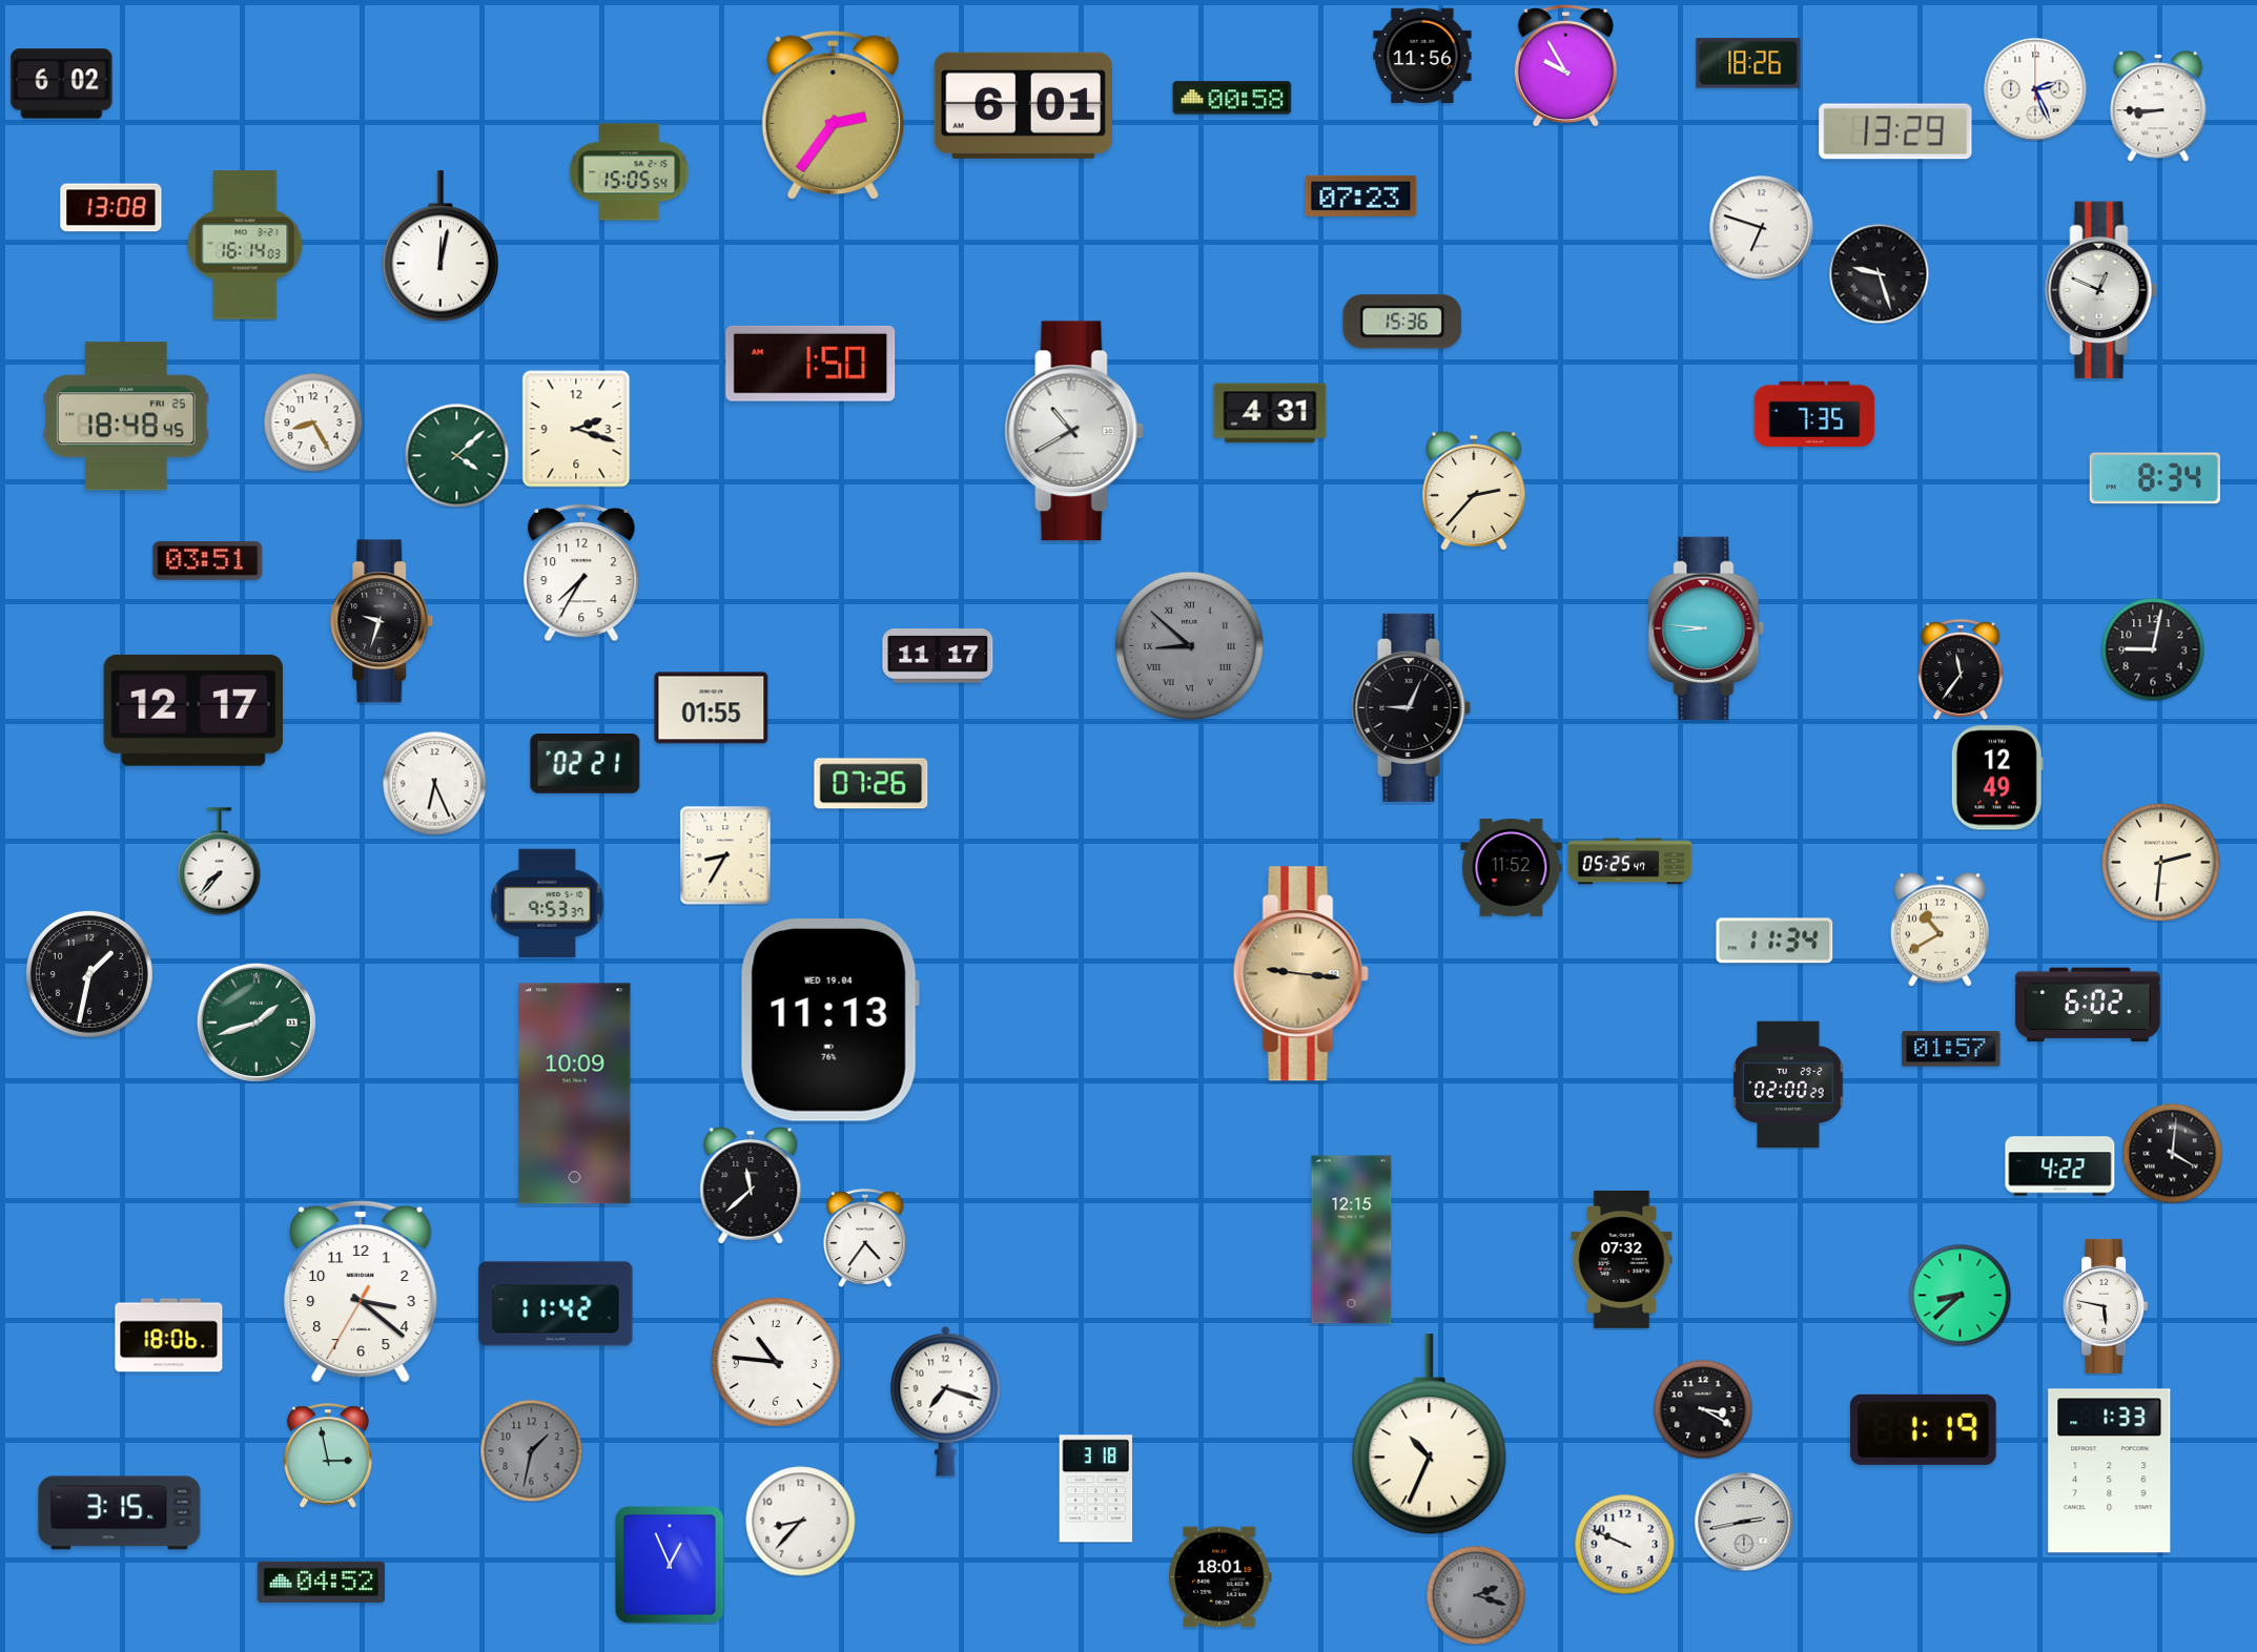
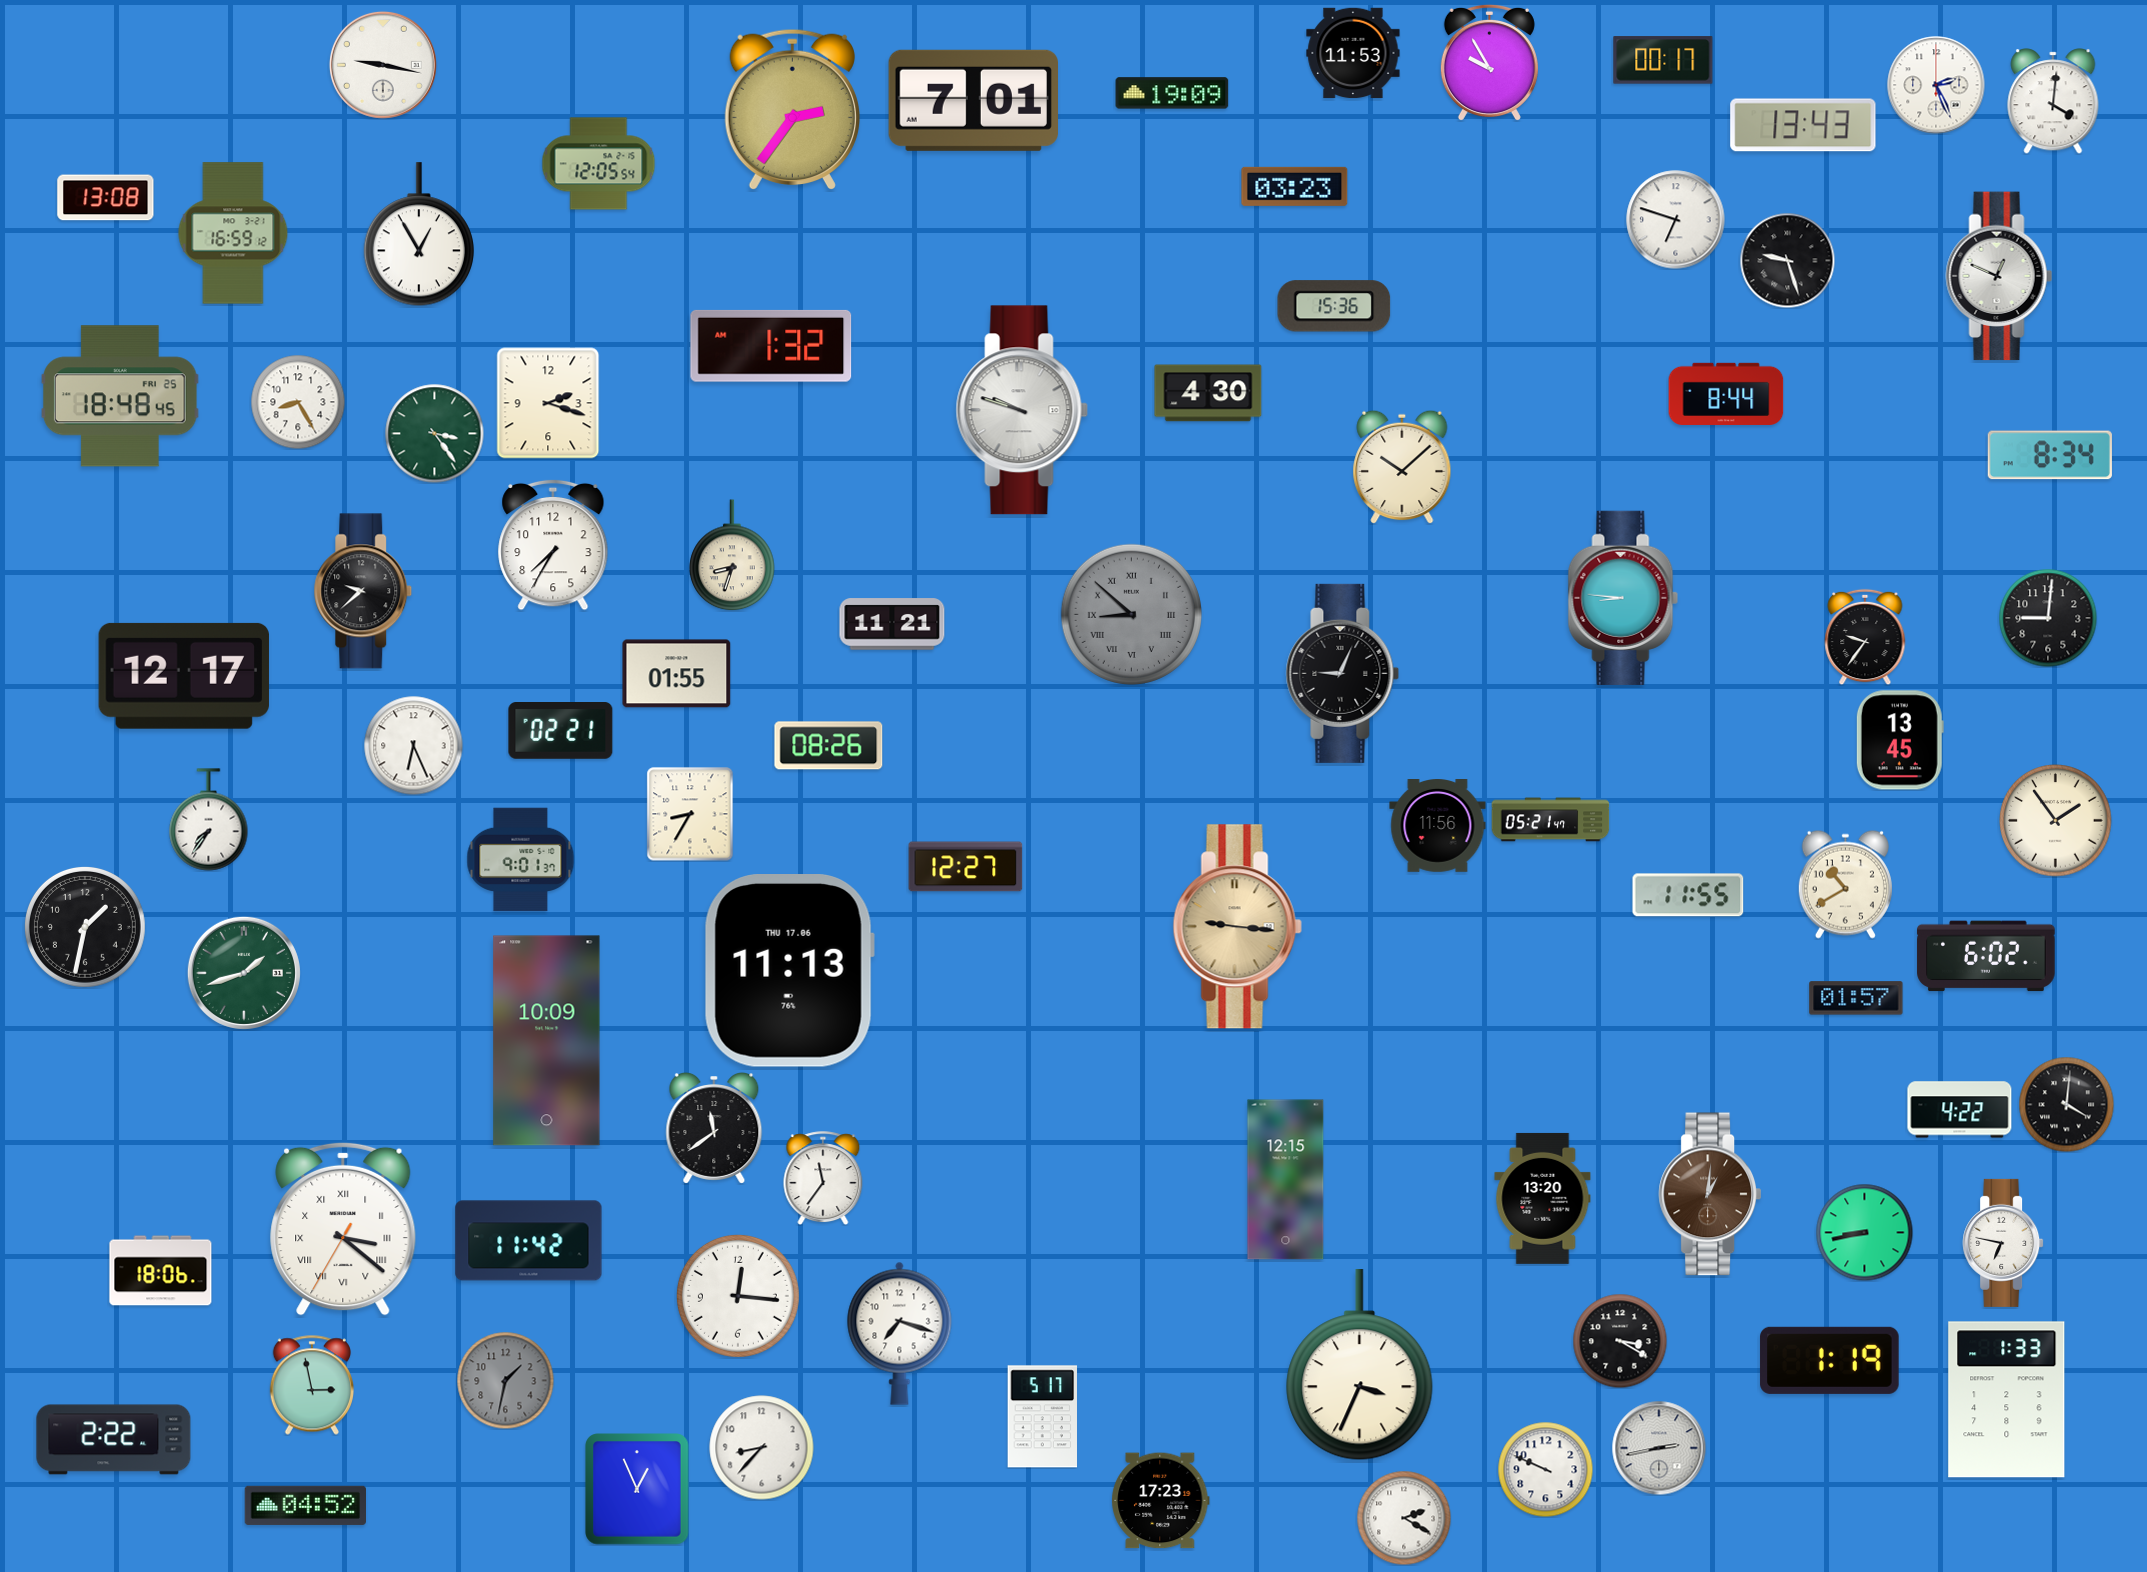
clock at (1422, 56): 11:56 -> 11:53
clock at (1748, 63): 18:26 -> 00:17
clock at (383, 65): none -> 9:17
clock at (62, 84): 6:02 -> none
clock at (1232, 98): 00:58 -> 19:09
clock at (1023, 105): 6:01 -> 7:01
clock at (2158, 106): 8:45 -> 4:01
clock at (1895, 131): 13:29 -> 13:43
clock at (630, 172): 15:05 -> 12:05
clock at (1361, 195): 07:23 -> 03:23
clock at (1762, 228) position: (1762, 228) -> (1676, 220)
clock at (245, 245): 16:14 -> 16:59
clock at (440, 247): 12:02 -> 12:55
clock at (811, 364): 1:50 -> 1:32
clock at (1270, 413): 4:31 -> 4:30
clock at (1814, 414): 7:35 -> 8:44
clock at (576, 429) position: (576, 429) -> (548, 403)
clock at (1074, 431): 10:40 -> 9:48
clock at (457, 456): 4:08 -> 3:24
clock at (1474, 491): 2:37 -> 10:08
clock at (208, 560): 03:51 -> none
clock at (732, 555): none -> 8:33
clock at (382, 621): 9:33 -> 9:38
clock at (2153, 649): 9:02 -> 9:01
clock at (938, 656): 11:17 -> 11:21
clock at (1961, 669): 11:36 -> 9:36
clock at (586, 764) position: (586, 764) -> (561, 731)
clock at (1997, 778): 12:49 -> 13:45
clock at (871, 784): 07:26 -> 08:26
clock at (220, 862): 7:37 -> 7:36
clock at (1630, 862): 05:25 -> 05:21
clock at (2161, 863): 2:31 -> 1:54
clock at (1512, 868): 11:52 -> 11:56
clock at (548, 904): 9:53 -> 9:01
clock at (966, 867): none -> 12:27
clock at (1774, 941): 11:34 -> 11:55
clock at (829, 1020) date: WED 19.04 -> THU 17.06
clock at (1788, 1085): 02:00 -> none
clock at (2172, 1153) position: (2172, 1153) -> (2066, 1104)
clock at (751, 1186): 11:38 -> 11:39
clock at (865, 1238): 4:36 -> 11:36
clock at (1709, 1194): none -> 1:01
clock at (1622, 1259): 07:32 -> 13:20
clock at (361, 1292) numerals: Arabic -> Roman
clock at (1960, 1295): 8:38 -> 8:43
clock at (2106, 1306): 5:47 -> 6:47
clock at (776, 1362): 10:46 -> 12:16
clock at (1430, 1436): 10:34 -> 3:34
clock at (1096, 1489): 3:18 -> 5:17
clock at (120, 1513): 3:15 -> 2:22
clock at (1220, 1577): 18:01 -> 17:23
clock at (1476, 1595): 2:18 -> 2:20
clock at (1476, 1595) dial: grey -> white
